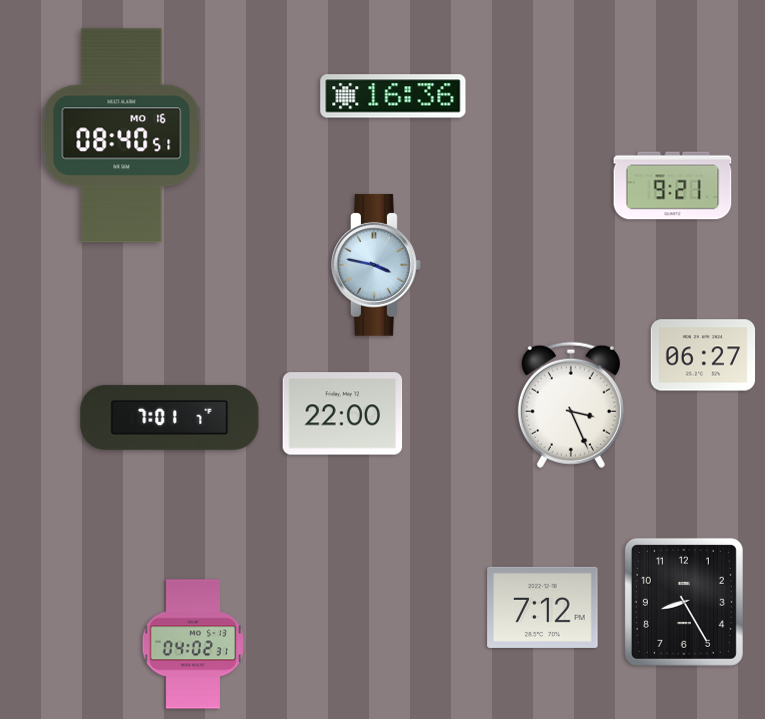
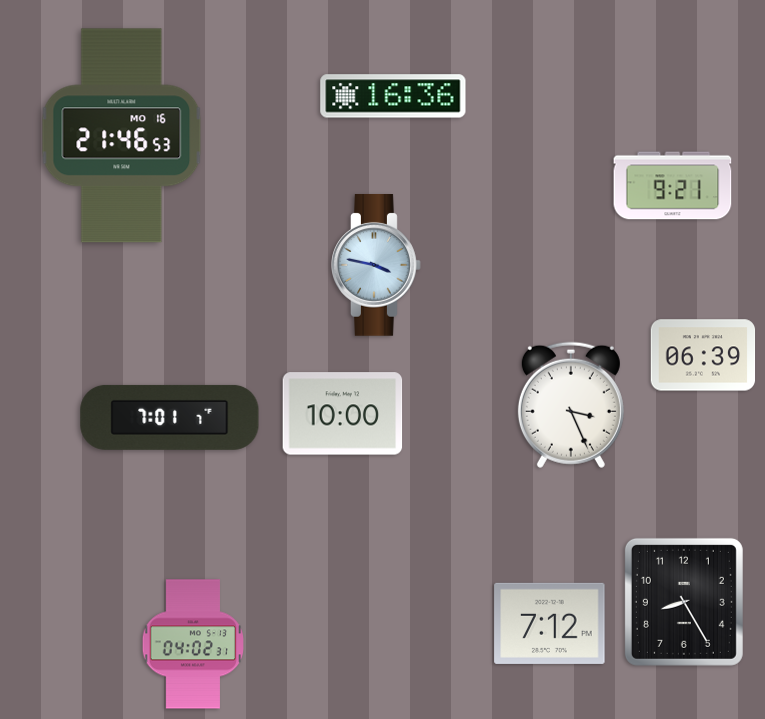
clock at (122, 136): 08:40 -> 21:46
clock at (703, 355): 06:27 -> 06:39
clock at (343, 414): 22:00 -> 10:00
clock at (543, 607) position: (543, 607) -> (550, 623)
